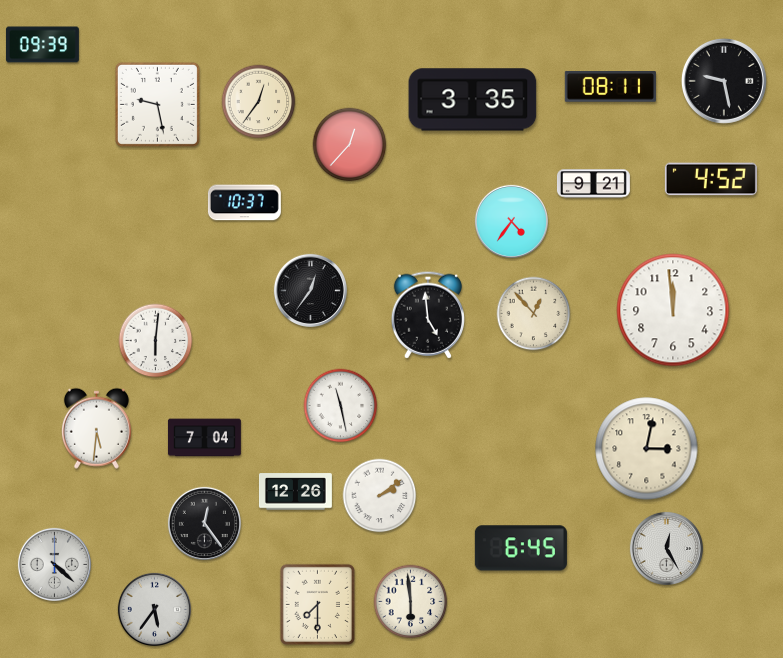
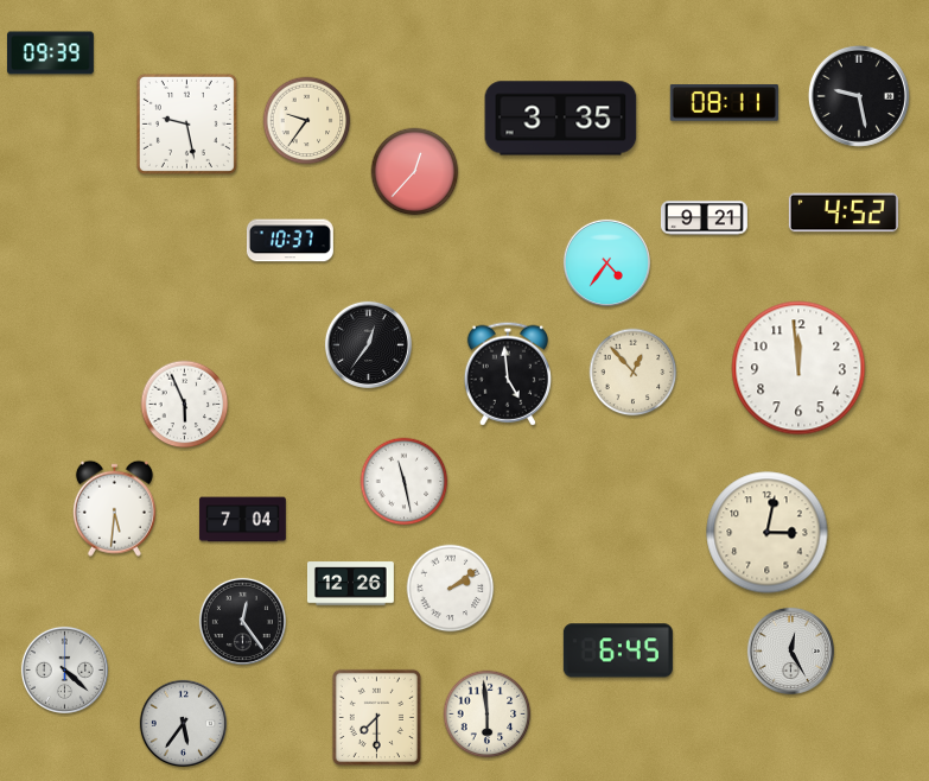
clock at (259, 102): 12:36 -> 9:36
clock at (156, 341): 6:01 -> 5:56
